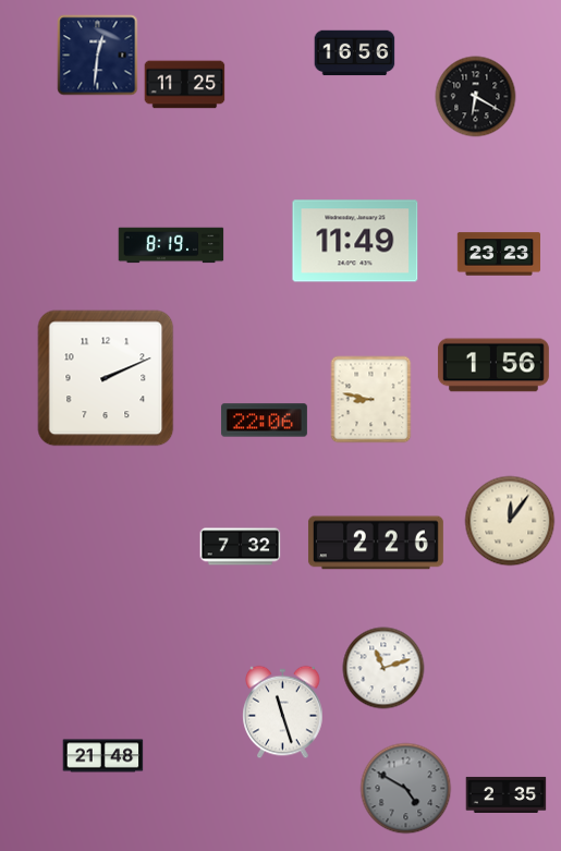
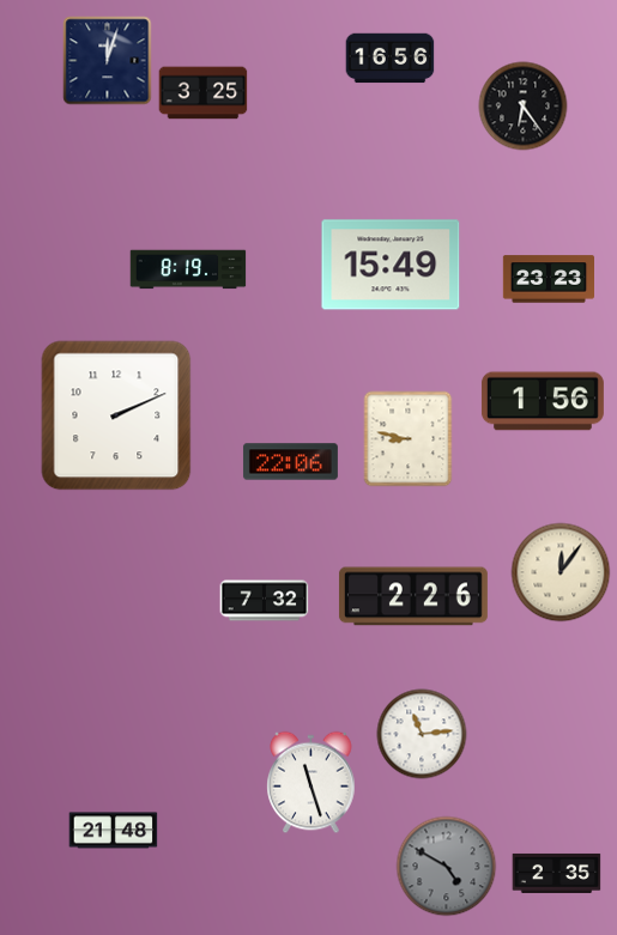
clock at (98, 56): 12:31 -> 12:03
clock at (185, 85): 11:25 -> 3:25
clock at (476, 97): 6:20 -> 6:24
clock at (355, 241): 11:49 -> 15:49
clock at (383, 668): 11:12 -> 11:14
